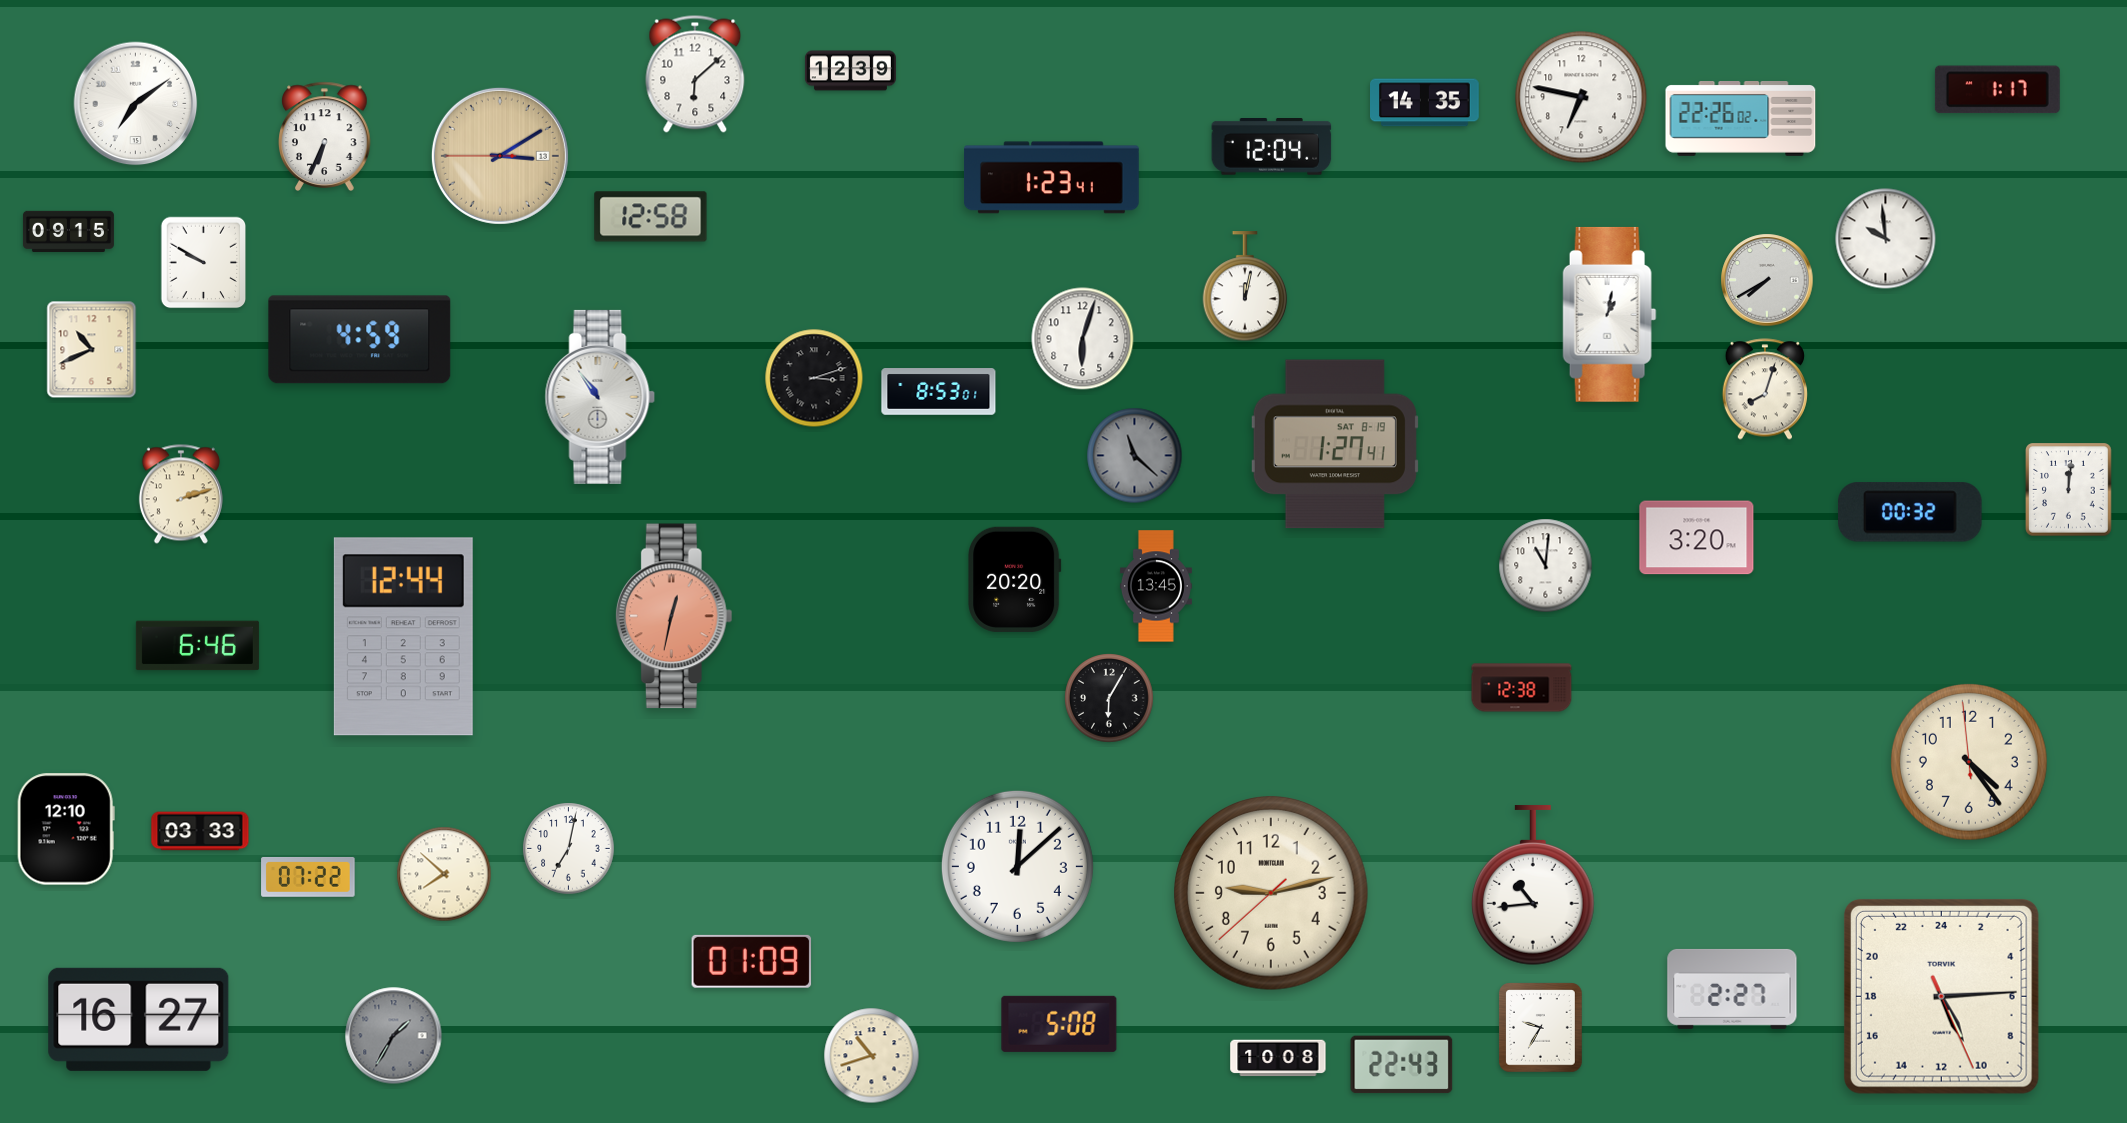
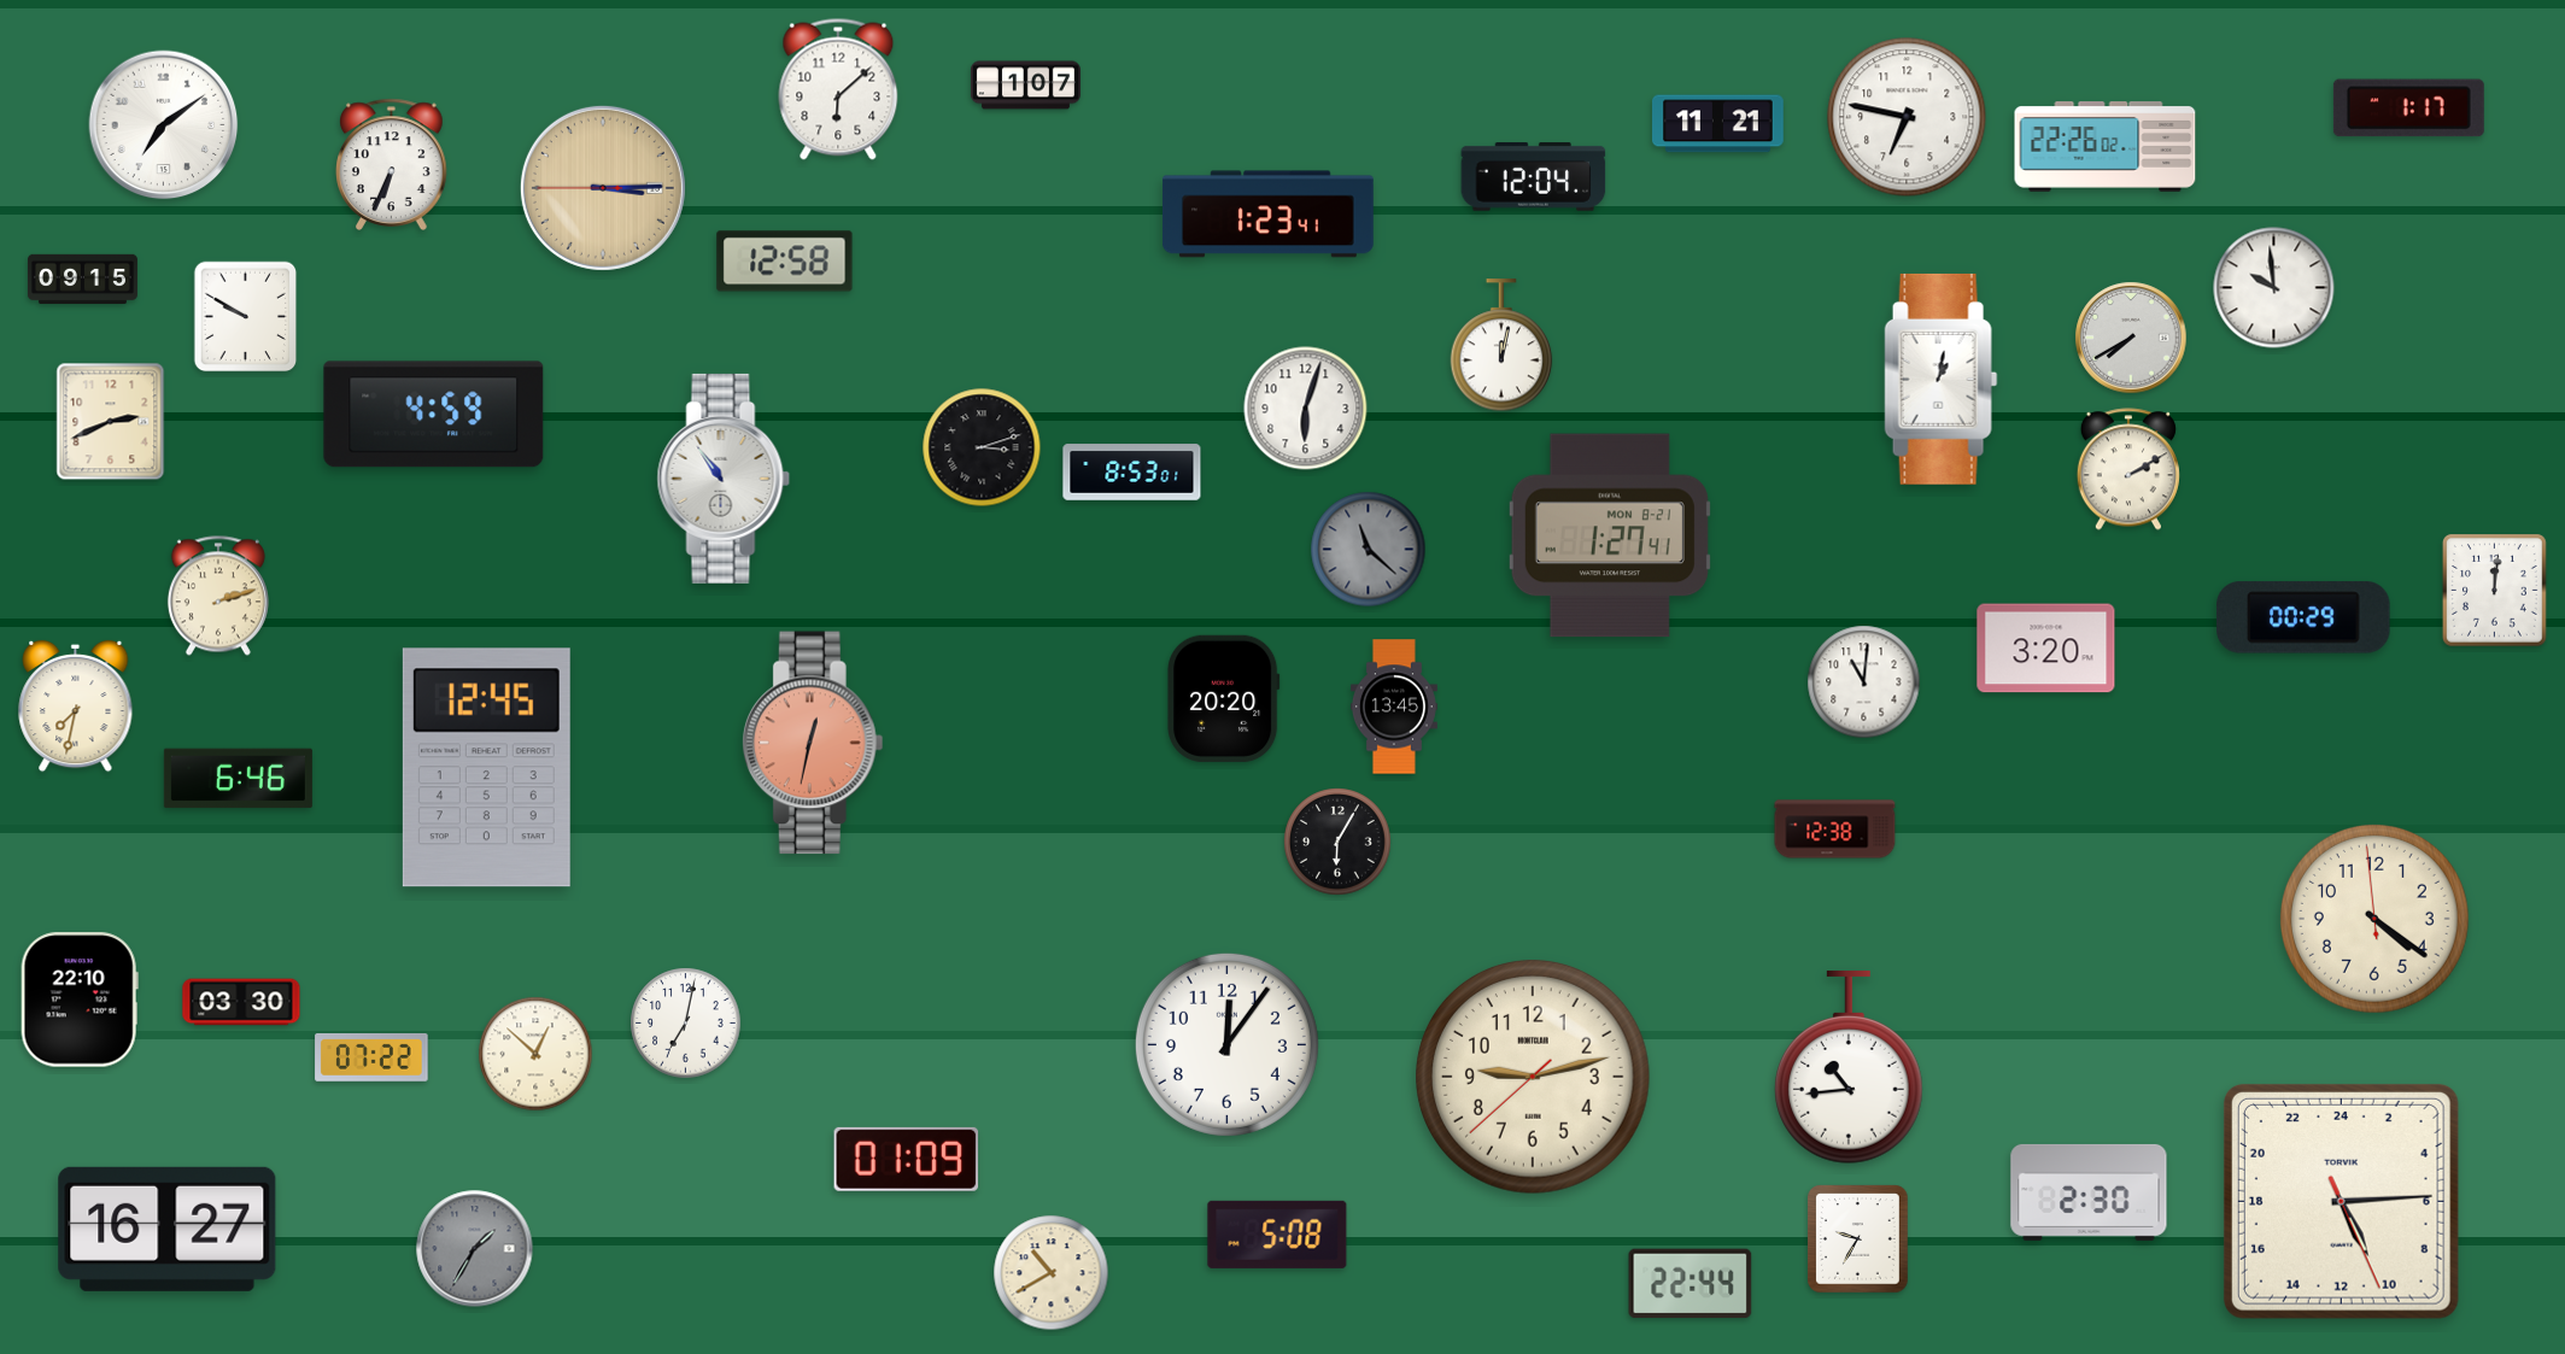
clock at (850, 71): 12:39 -> 1:07
clock at (1425, 103): 14:35 -> 11:21
clock at (1741, 119) position: (1741, 119) -> (2106, 147)
clock at (500, 156): 3:09 -> 3:14
clock at (360, 340) position: (360, 340) -> (434, 415)
clock at (92, 350): 10:41 -> 2:41
clock at (814, 378) position: (814, 378) -> (982, 447)
clock at (1765, 389): 8:03 -> 2:10
clock at (1335, 444) date: SAT 8-19 -> MON 8-21
clock at (1910, 512): 00:32 -> 00:29
clock at (76, 707): none -> 7:32
clock at (403, 637): 12:44 -> 12:45
clock at (1969, 762): 4:23 -> 4:20
clock at (66, 829): 12:10 -> 22:10
clock at (200, 831): 03:33 -> 03:30
clock at (1017, 866): 12:08 -> 12:06
clock at (444, 874): 7:52 -> 12:52
clock at (1732, 989): 2:27 -> 2:30
clock at (872, 1056): 10:42 -> 10:40
clock at (1278, 1058): 10:08 -> none
clock at (1402, 1065): 22:43 -> 22:44
